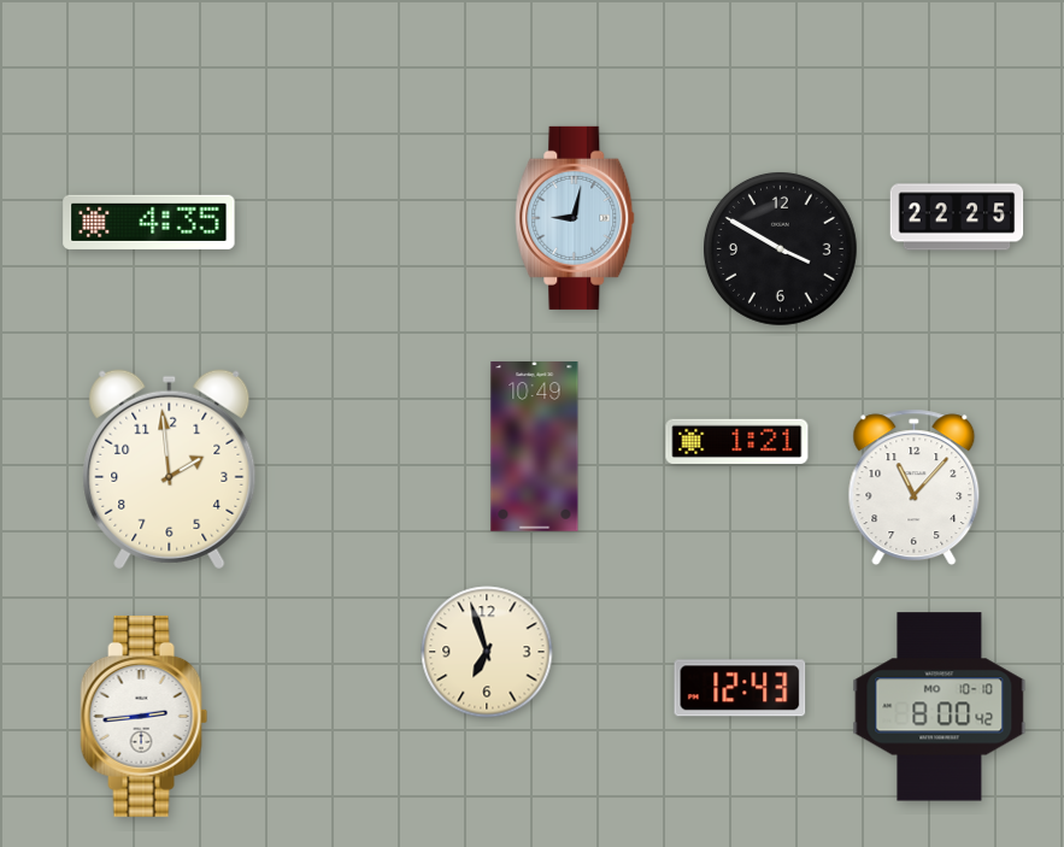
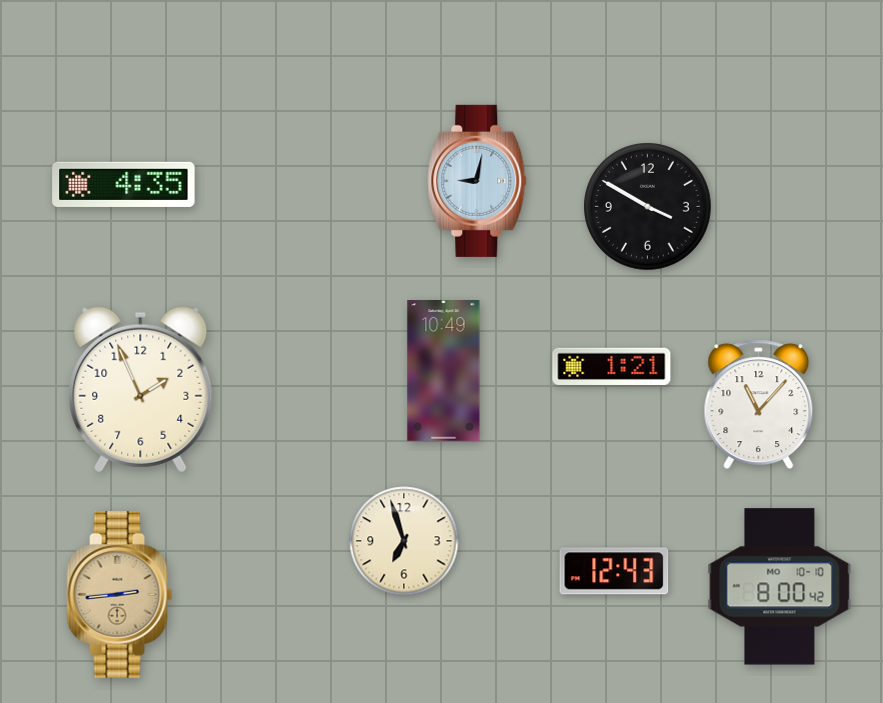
clock at (957, 217): 22:25 -> none
clock at (170, 470): 1:59 -> 1:56
clock at (145, 716) dial: white -> champagne
